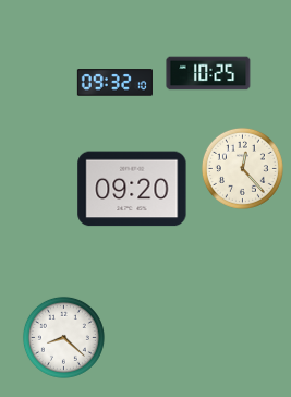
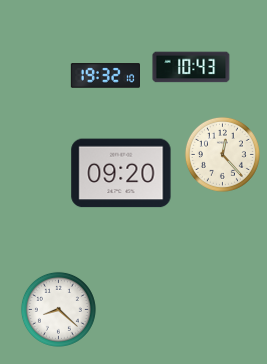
clock at (208, 73): 10:25 -> 10:43
clock at (114, 83): 09:32 -> 19:32
